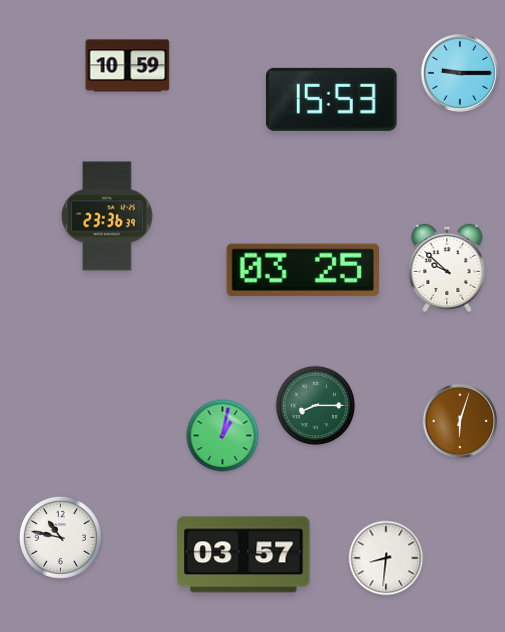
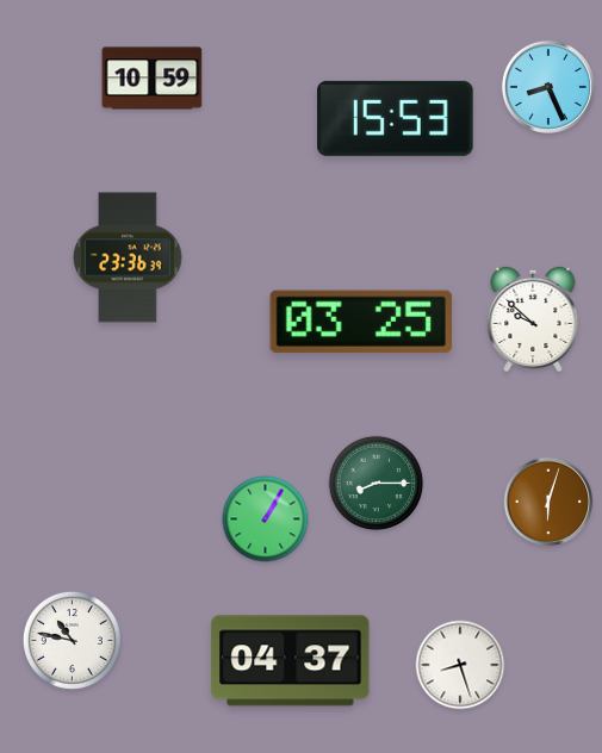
clock at (460, 73): 9:15 -> 8:26
clock at (223, 436): 1:02 -> 1:05
clock at (244, 555): 03:57 -> 04:37
clock at (386, 558): 8:31 -> 8:27
